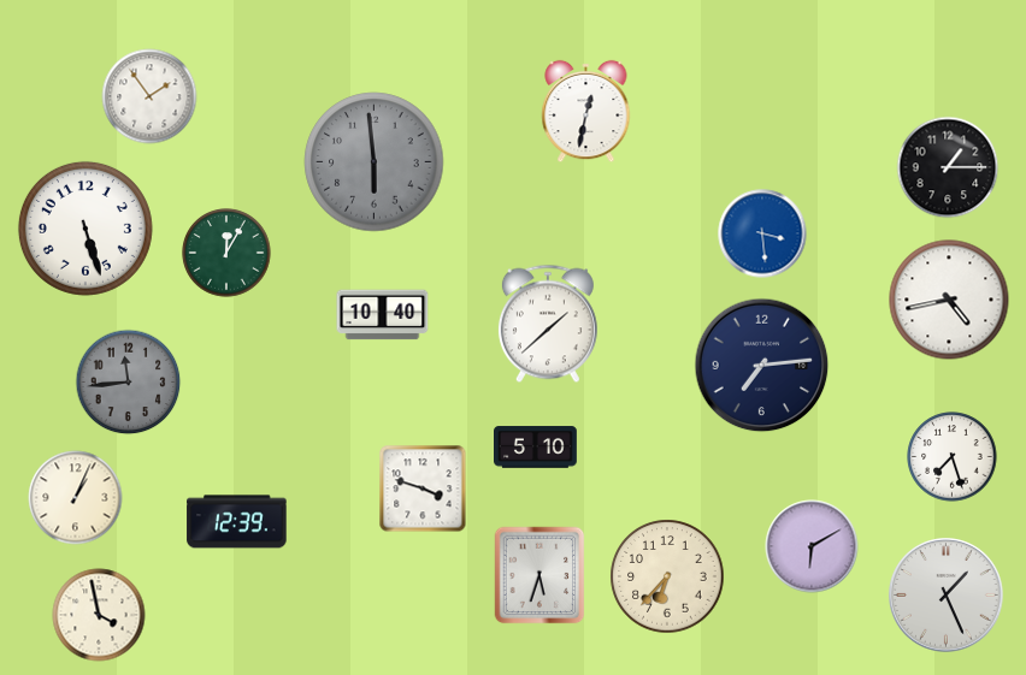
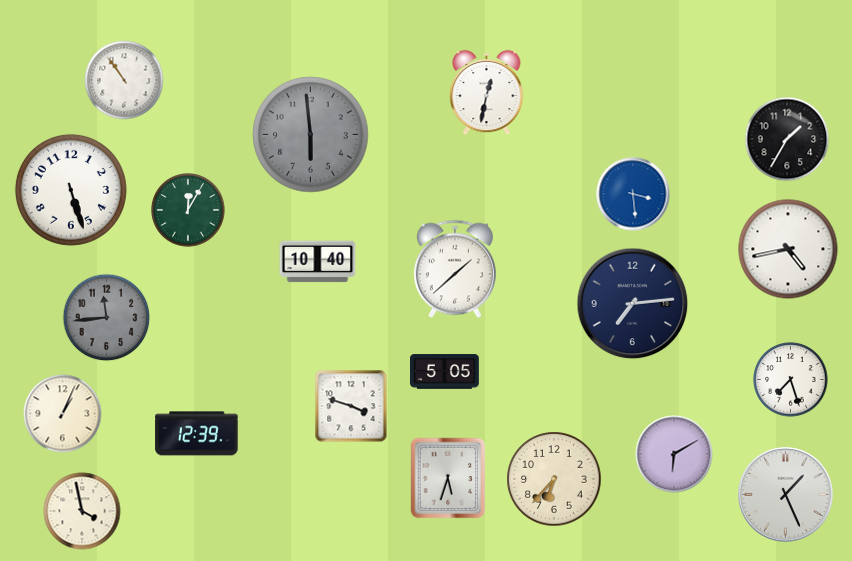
clock at (149, 96): 1:54 -> 10:54
clock at (948, 167): 1:15 -> 1:35
clock at (536, 448): 5:10 -> 5:05
